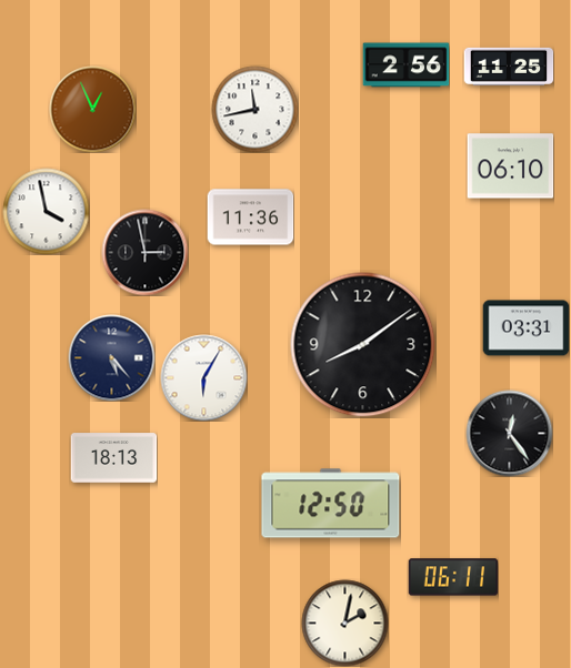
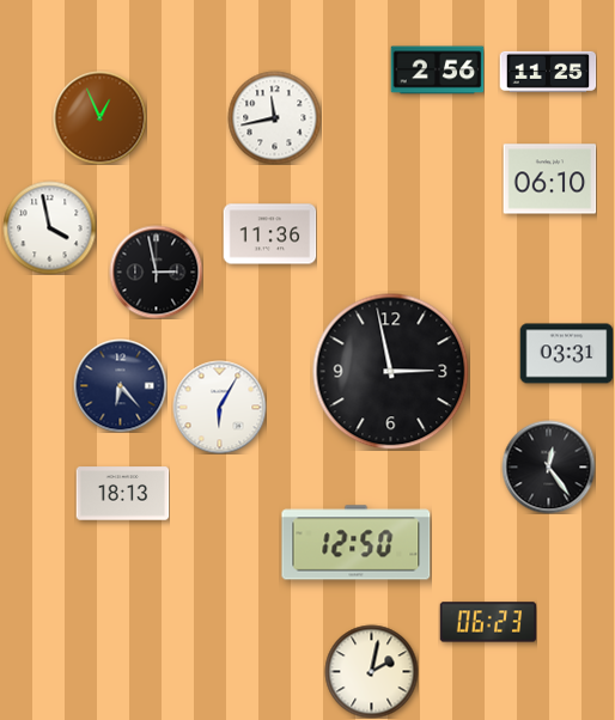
clock at (363, 345): 8:09 -> 2:58
clock at (111, 357): 5:23 -> 6:23
clock at (453, 577): 06:11 -> 06:23
